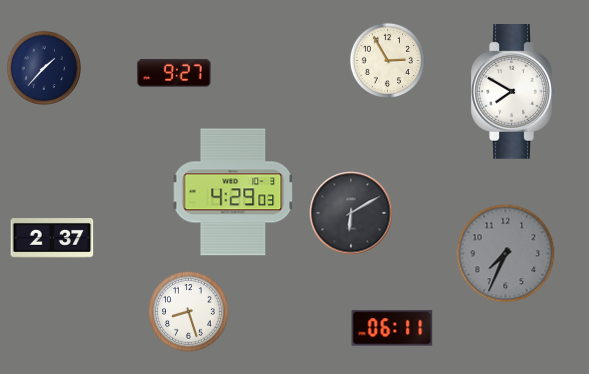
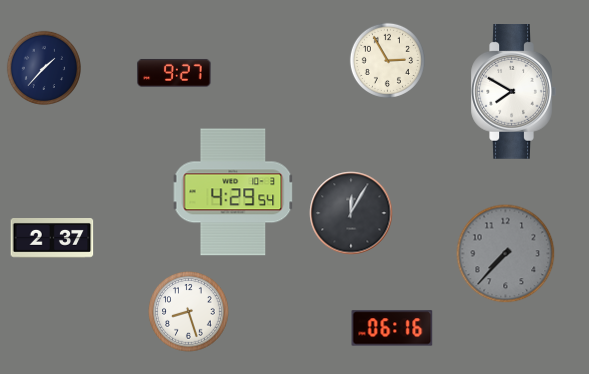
clock at (233, 192): 4:29:03 -> 4:29:54
clock at (351, 213): 6:10 -> 12:05
clock at (506, 254): 7:34 -> 7:37
clock at (392, 328): 06:11 -> 06:16
